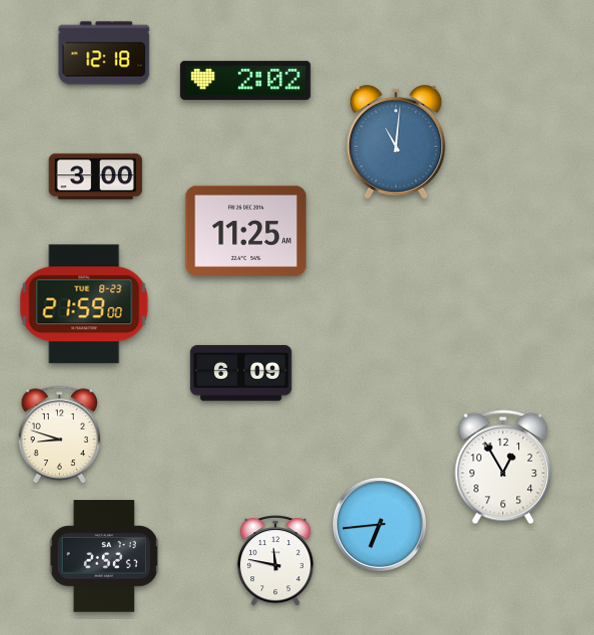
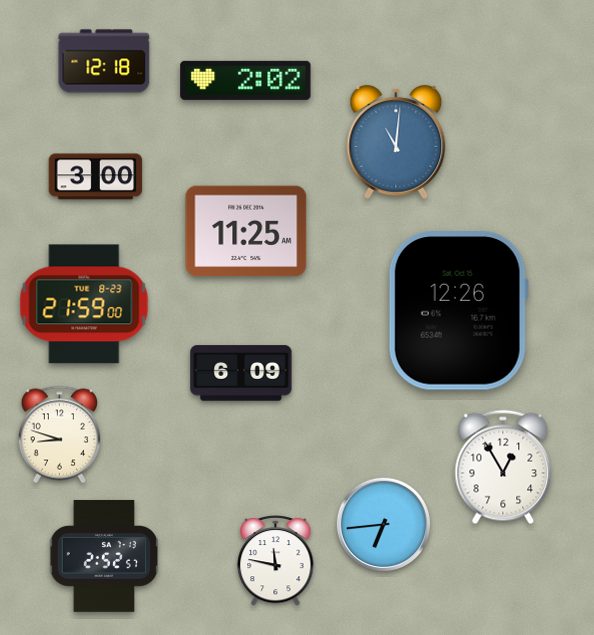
clock at (104, 53) position: (104, 53) -> (104, 61)
clock at (458, 311): none -> 12:26
clock at (380, 525) position: (380, 525) -> (384, 525)
